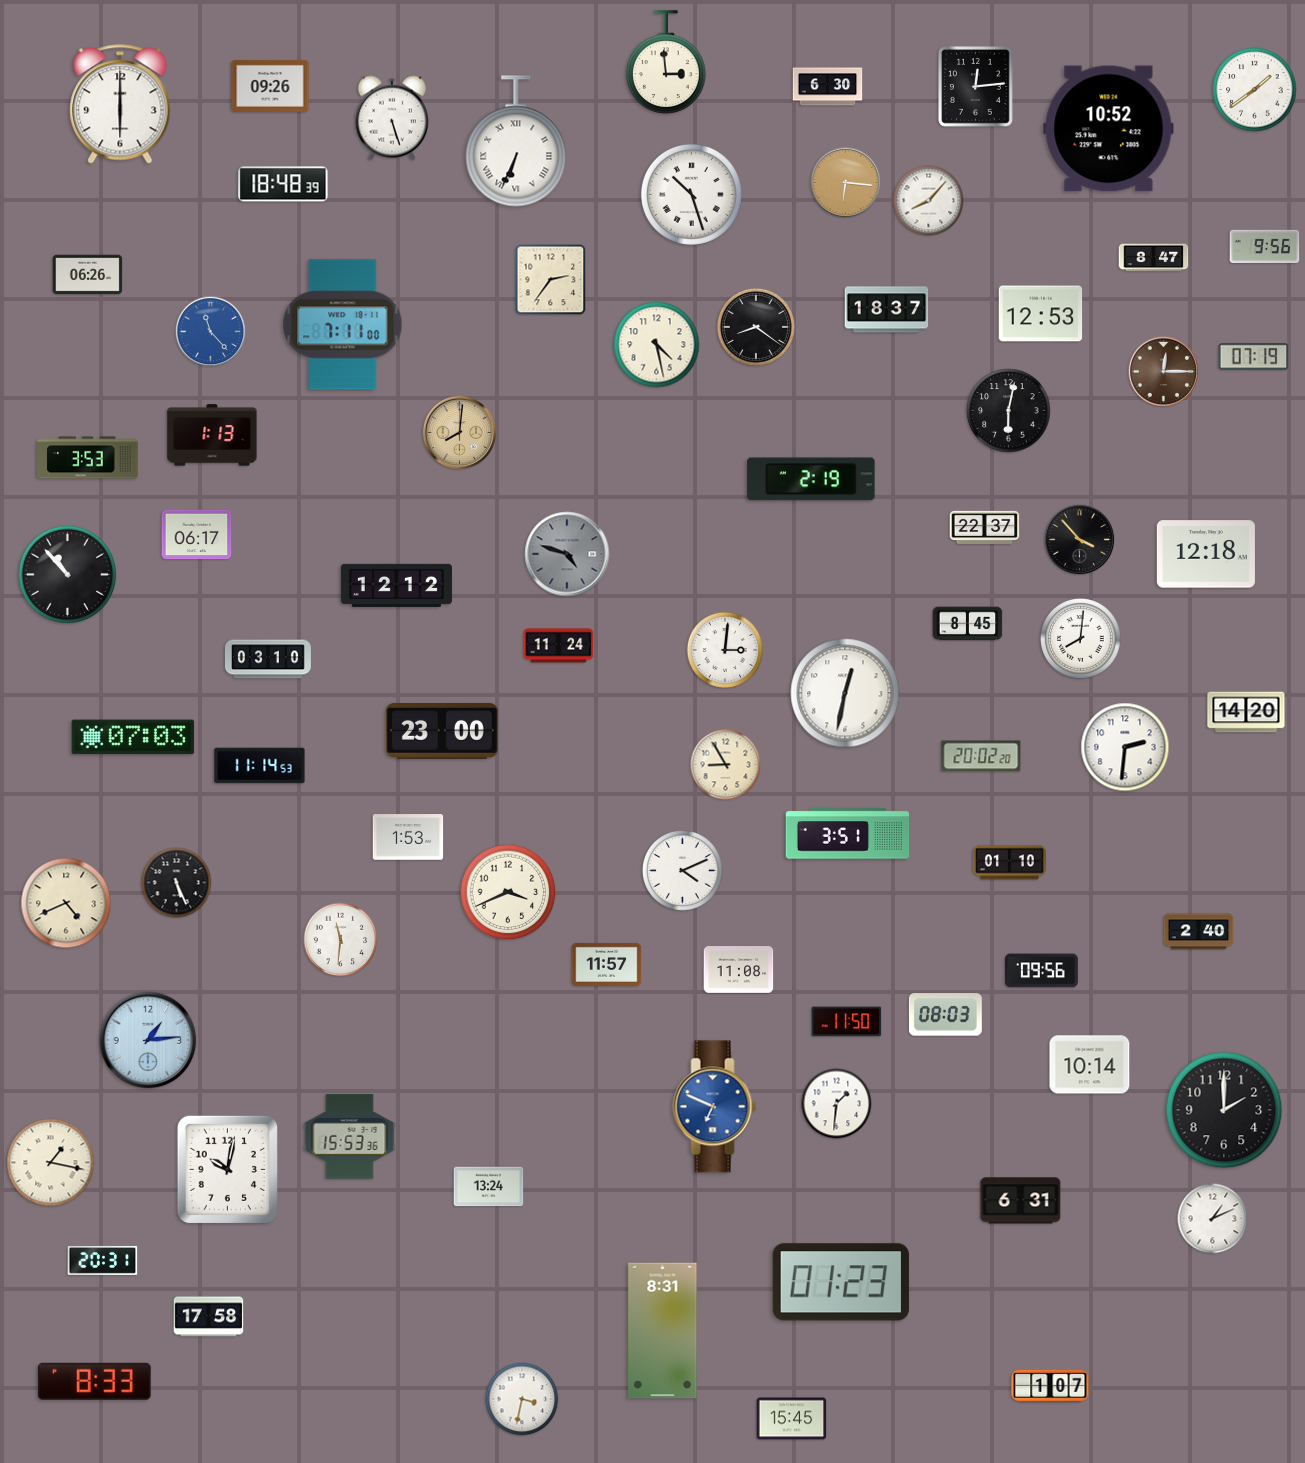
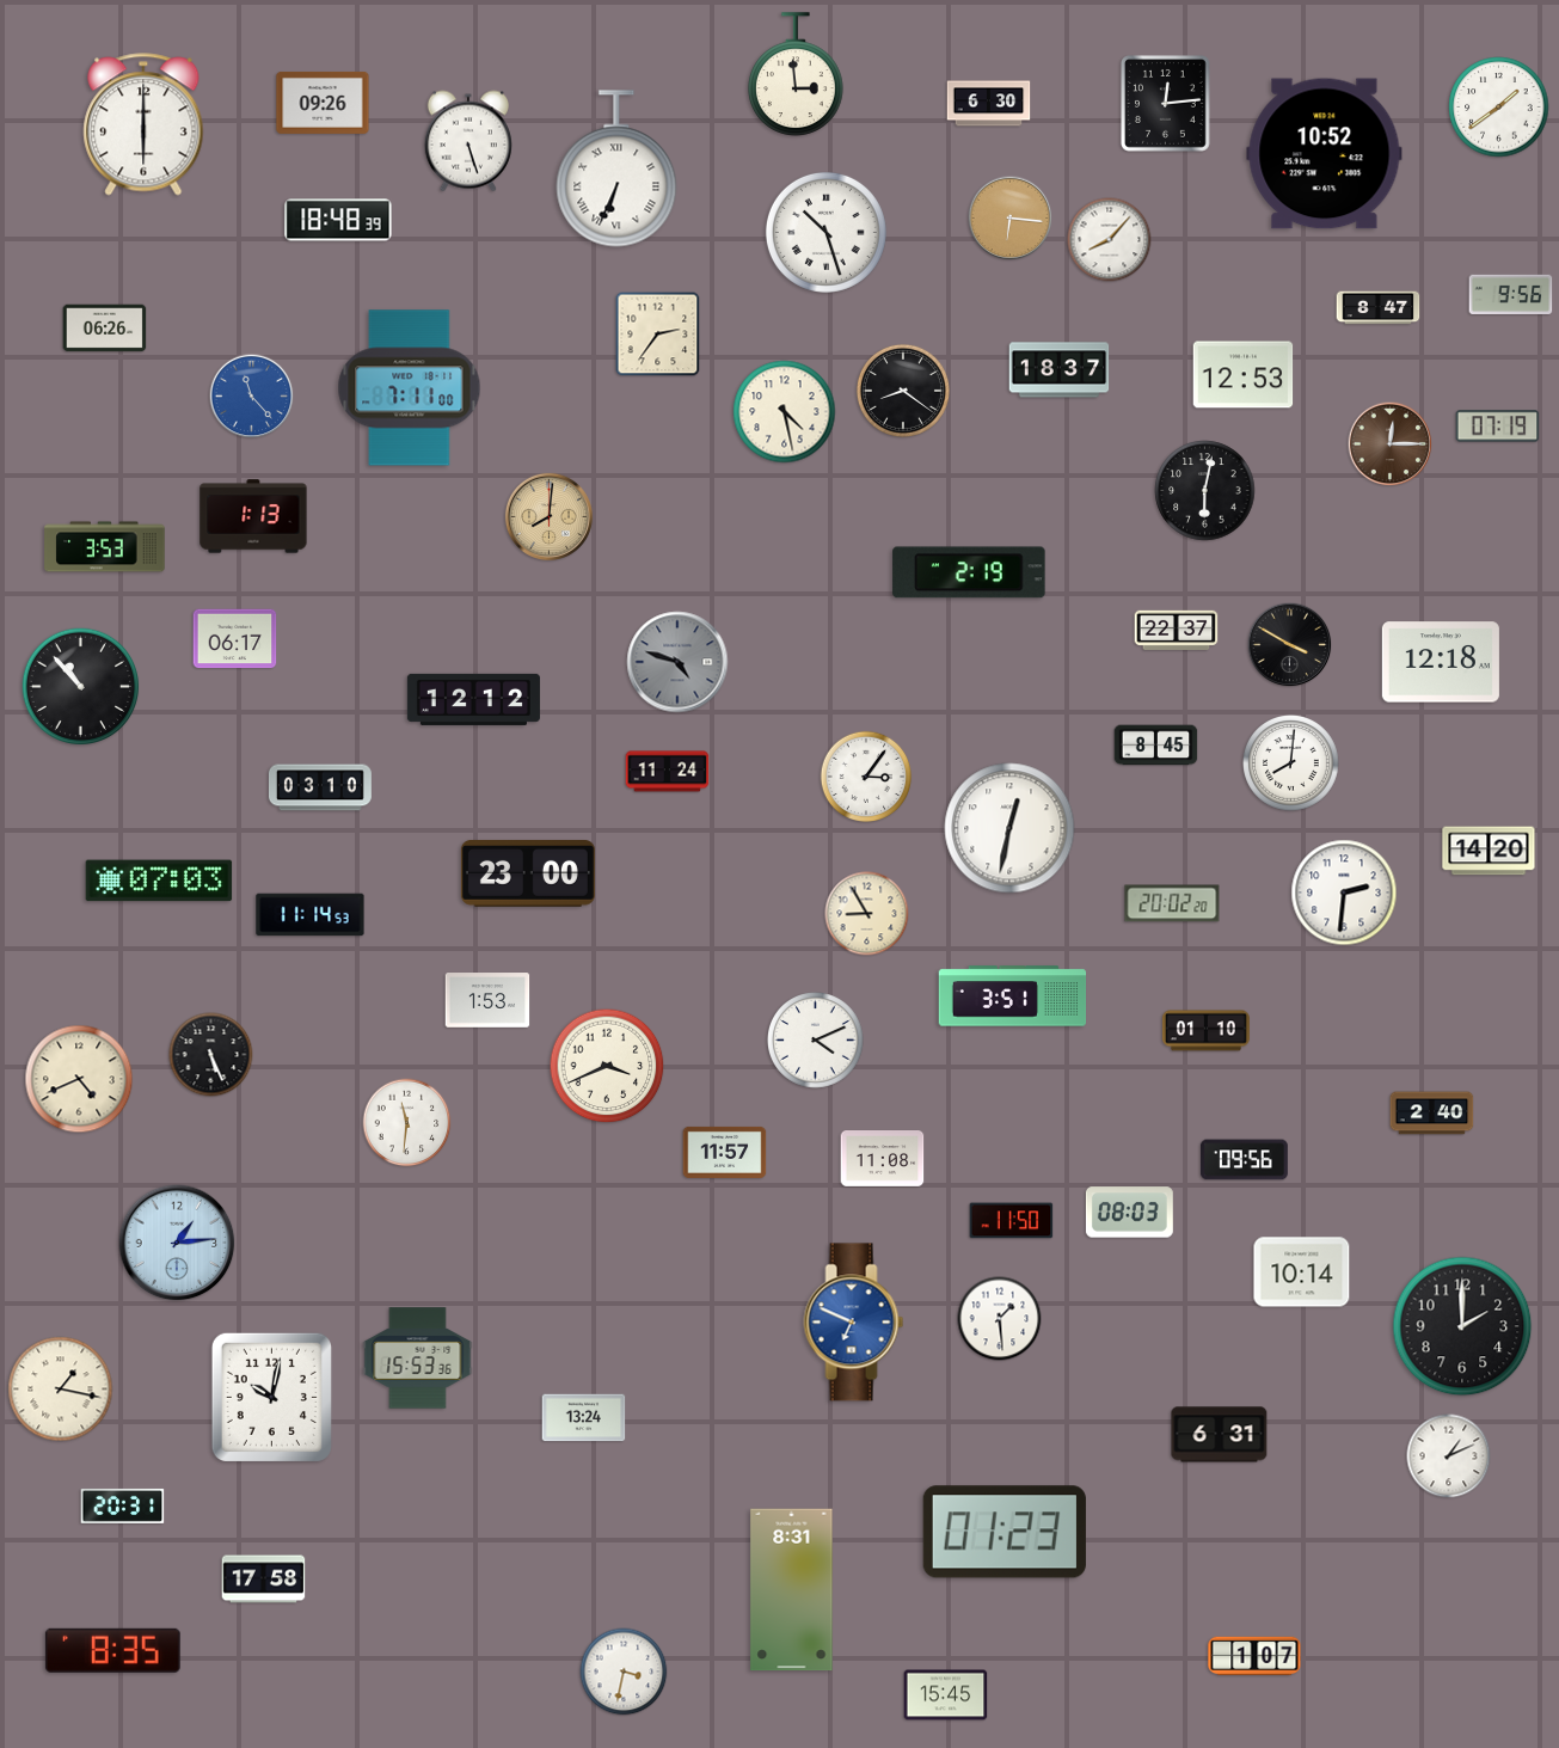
clock at (212, 435) position: (212, 435) -> (253, 516)
clock at (1080, 540): 3:53 -> 3:50
clock at (725, 650): 3:01 -> 3:06
clock at (837, 1104): 1:31 -> 1:29
clock at (209, 1317) position: (209, 1317) -> (264, 1580)
clock at (94, 1381): 8:33 -> 8:35
